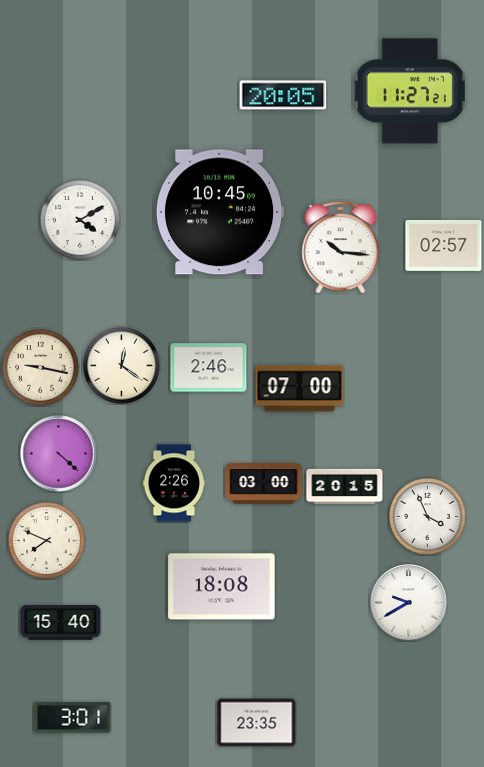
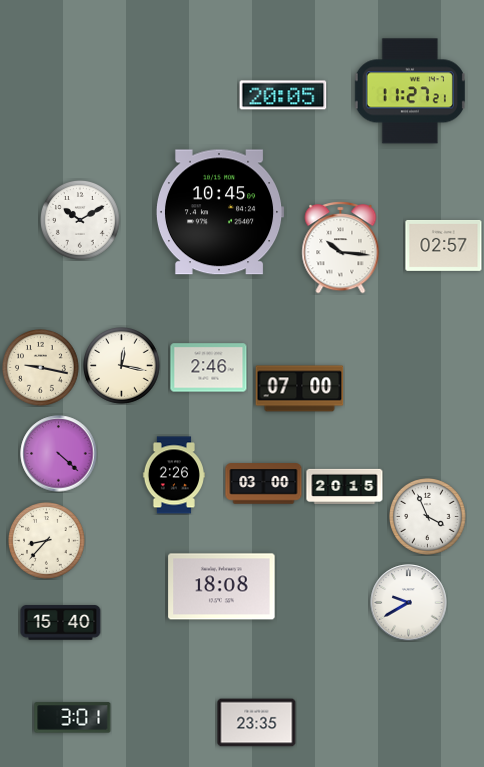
clock at (80, 220): 4:10 -> 10:10
clock at (122, 366): 12:21 -> 12:17
clock at (174, 483) position: (174, 483) -> (174, 475)
clock at (47, 541): 7:49 -> 8:37
